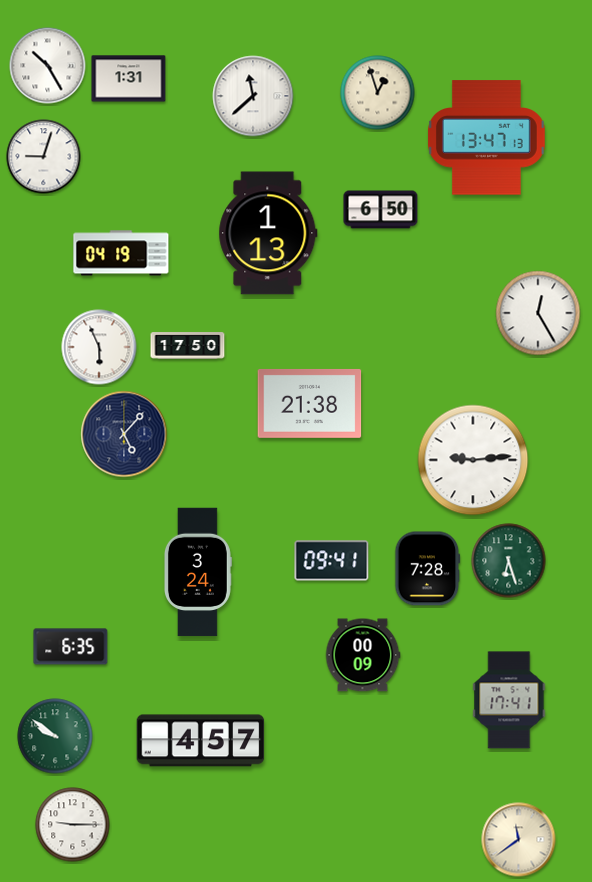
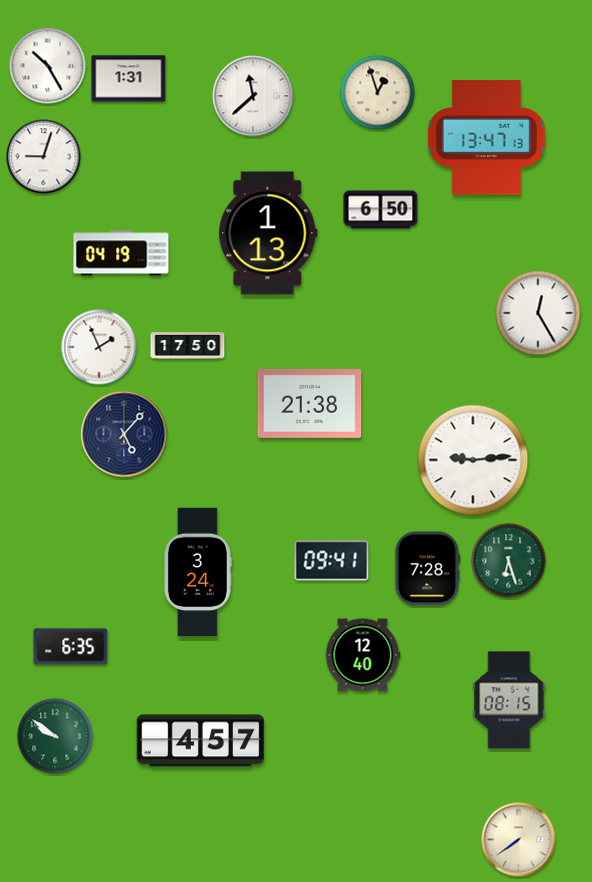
clock at (99, 347): 5:56 -> 1:56
clock at (363, 655): 00:09 -> 12:40
clock at (509, 700): 17:41 -> 08:15
clock at (73, 825): 9:15 -> none
clock at (519, 840): 11:39 -> 7:39
